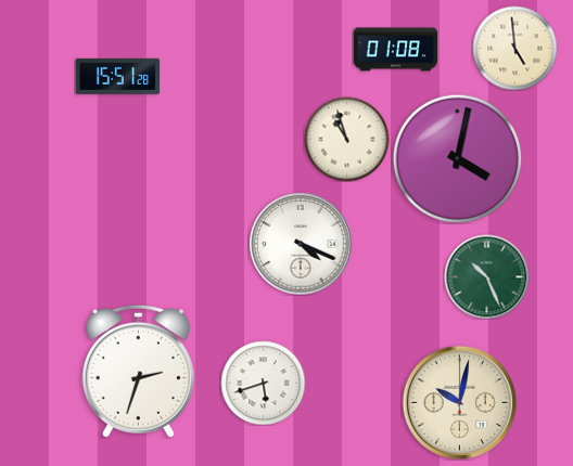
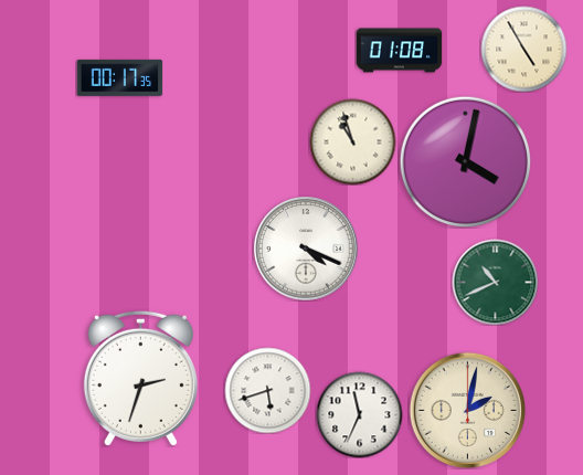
clock at (514, 48): 4:59 -> 4:55
clock at (395, 50) position: (395, 50) -> (399, 51)
clock at (117, 76): 15:51 -> 00:17
clock at (486, 276): 10:26 -> 10:41
clock at (459, 402): 10:02 -> 2:02
clock at (359, 414): none -> 11:34
